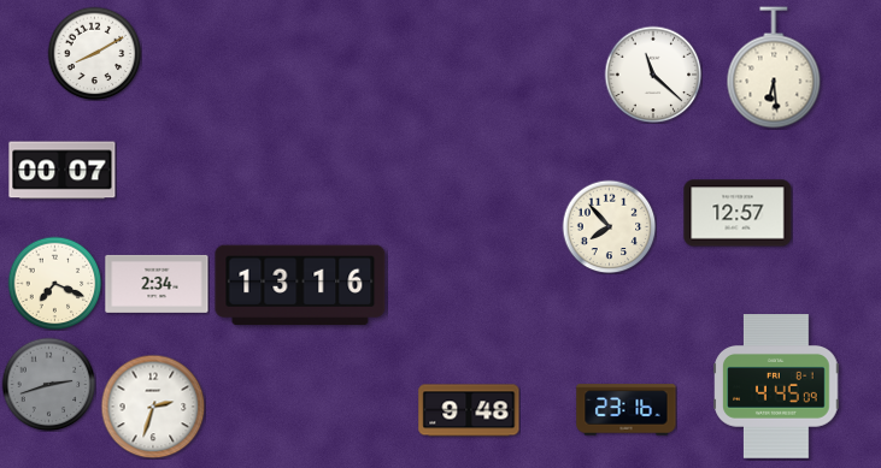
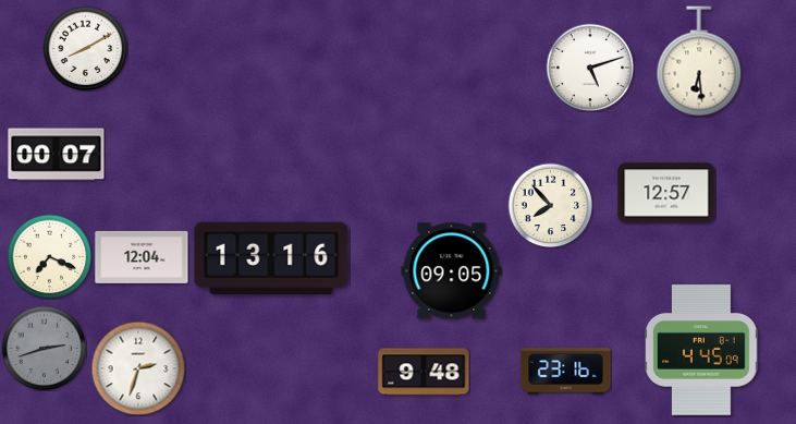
clock at (653, 75): 11:22 -> 5:12
clock at (157, 284): 2:34 -> 12:04
clock at (452, 271): none -> 09:05
